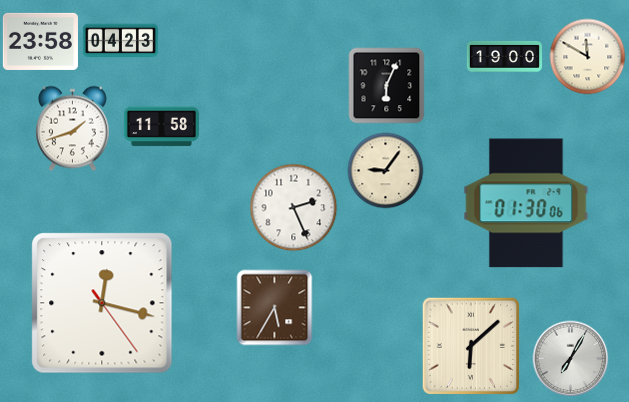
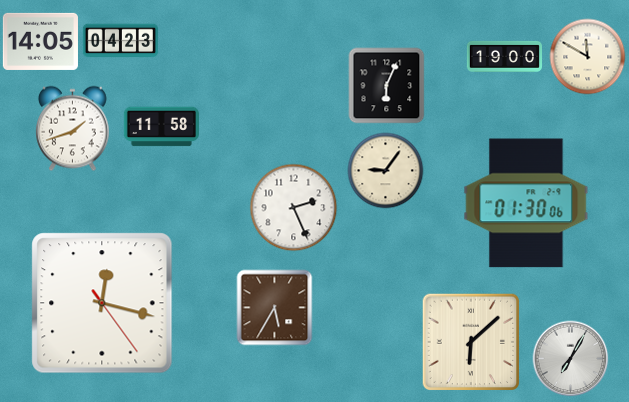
clock at (40, 41): 23:58 -> 14:05
clock at (471, 345) position: (471, 345) -> (471, 341)
